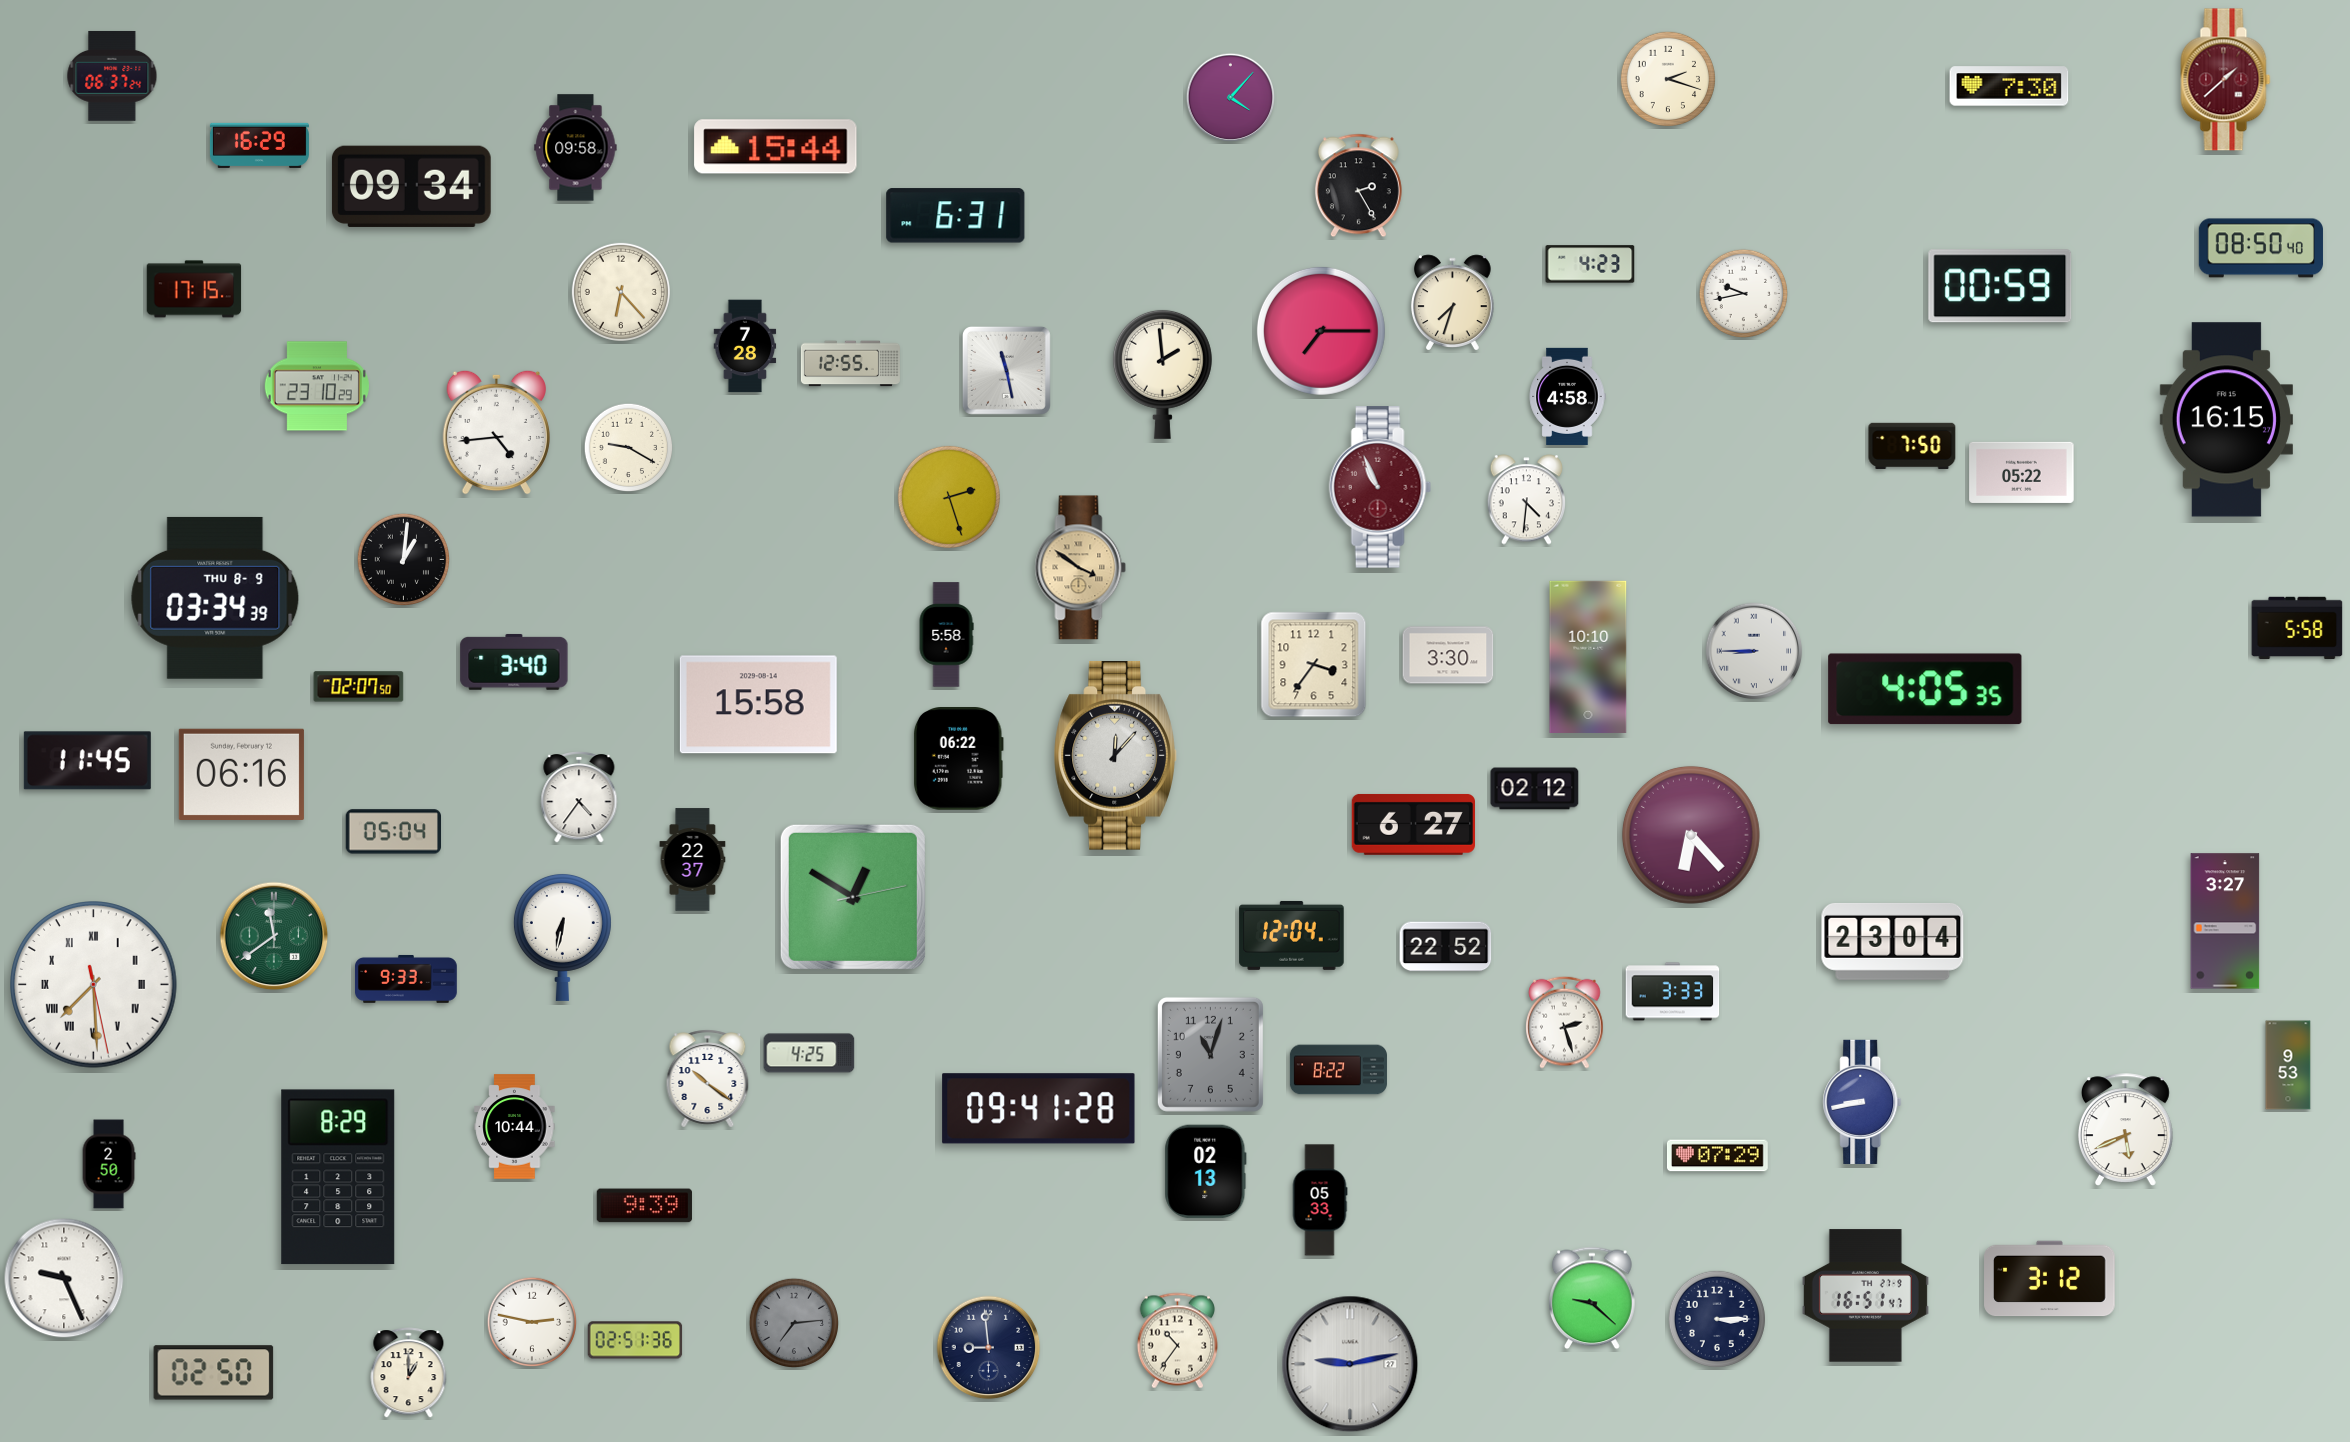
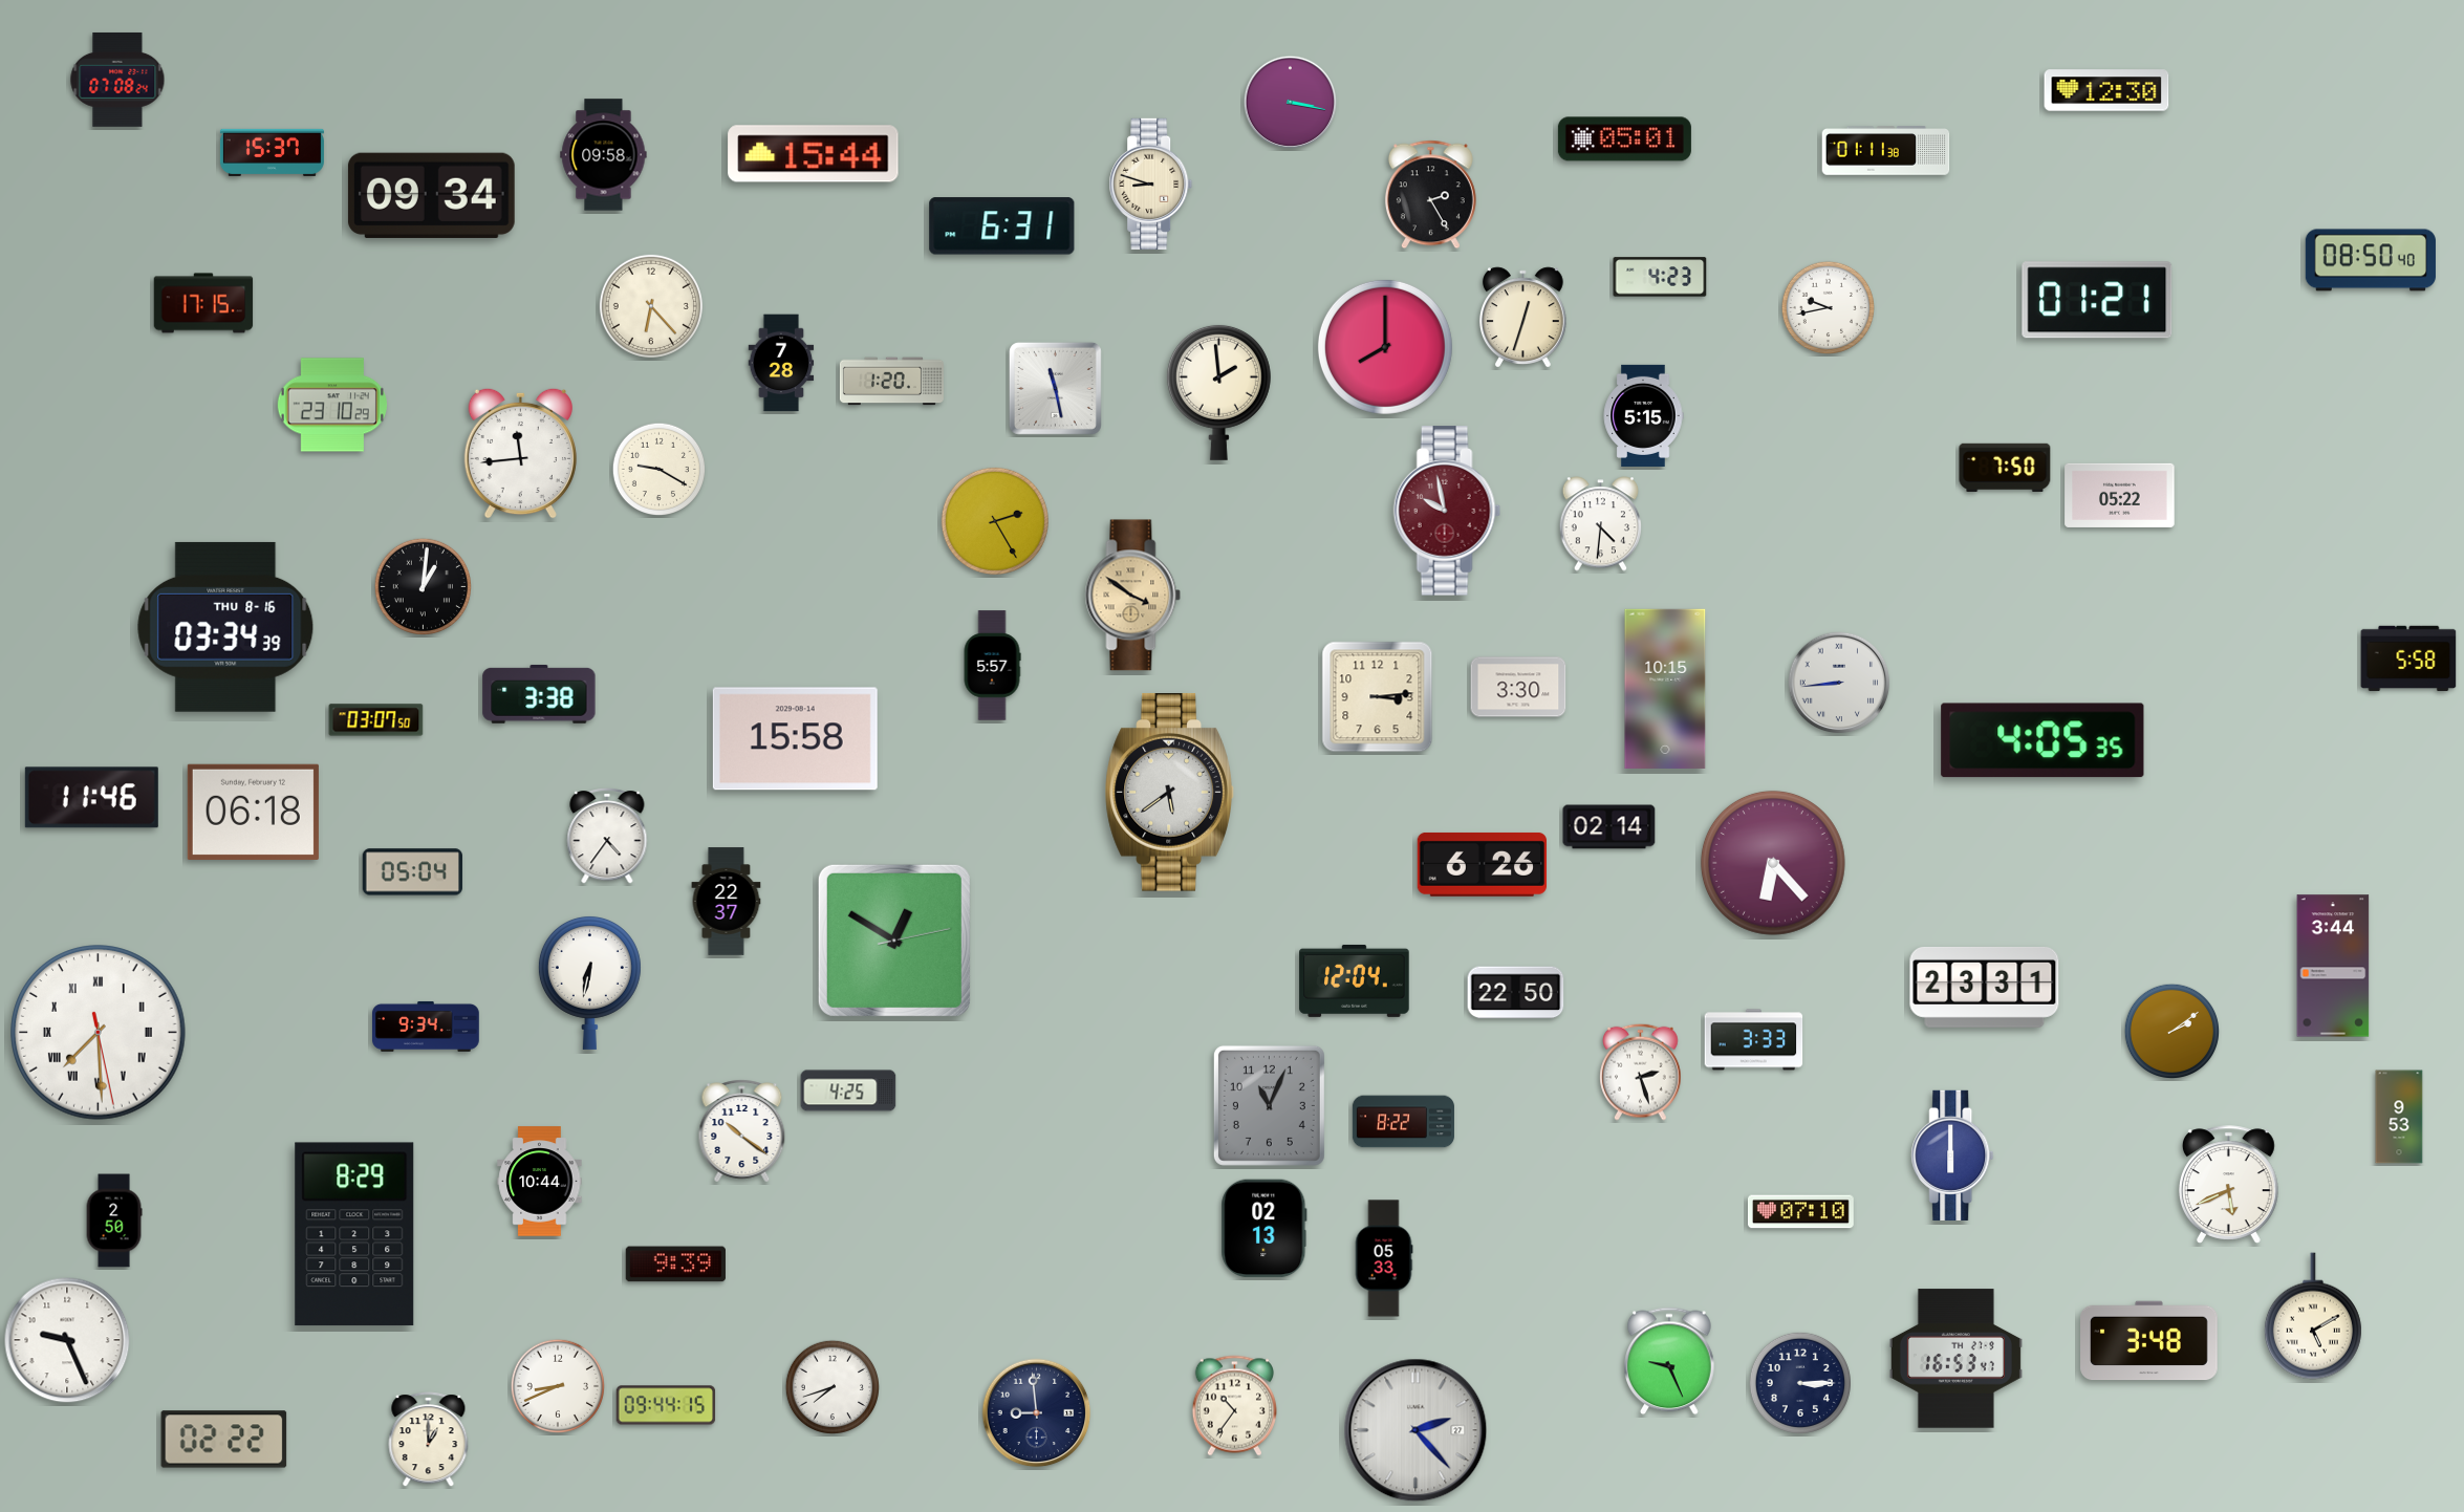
clock at (112, 76): 06:37 -> 07:08
clock at (1667, 78): 2:18 -> none
clock at (2226, 80): 1:38 -> none
clock at (2009, 86): 7:30 -> 12:30
clock at (1230, 97): 4:07 -> 3:17
clock at (1624, 139): none -> 05:01
clock at (1886, 151): none -> 01:11
clock at (259, 145): 16:29 -> 15:37
clock at (1151, 183): none -> 8:48
clock at (1358, 186) position: (1358, 186) -> (1430, 195)
clock at (1590, 264) position: (1590, 264) -> (1660, 277)
clock at (2000, 286): 00:59 -> 01:21
clock at (1452, 303): 7:33 -> 12:33
clock at (1321, 331): 7:15 -> 8:00
clock at (850, 364): 12:55 -> 1:20
clock at (1567, 396): 4:58 -> 5:15
clock at (2226, 420): 16:15 -> none
clock at (496, 432): 4:44 -> 11:44
clock at (1380, 487): 10:56 -> 9:58
clock at (949, 497): 2:27 -> 2:25
clock at (215, 598) date: THU 8-9 -> THU 8-16
clock at (946, 635): 5:58 -> 5:57
clock at (1754, 651): 8:45 -> 8:44
clock at (1588, 657): 10:10 -> 10:15
clock at (514, 662): 3:40 -> 3:38
clock at (1314, 665): 3:36 -> 3:14
clock at (359, 687): 02:07 -> 03:07
clock at (1925, 689) position: (1925, 689) -> (2042, 740)
clock at (1115, 756): 12:07 -> 5:39
clock at (958, 759): 06:22 -> none
clock at (87, 761): 11:45 -> 11:46
clock at (241, 774): 06:16 -> 06:18
clock at (1535, 789): 02:12 -> 02:14
clock at (1413, 824): 6:27 -> 6:26
clock at (1691, 835) position: (1691, 835) -> (1773, 863)
clock at (2225, 921): 3:27 -> 3:44
clock at (274, 936): 11:39 -> none
clock at (1893, 941): 23:04 -> 23:31
clock at (1446, 947): 22:52 -> 22:50
clock at (406, 979): 9:33 -> 9:34
clock at (2173, 1031): none -> 2:09
clock at (809, 1053) position: (809, 1053) -> (848, 1090)
clock at (1210, 1054): 11:03 -> 11:04
clock at (1862, 1102): 8:43 -> 6:00
clock at (1039, 1109): 09:41 -> none
clock at (1717, 1156): 07:29 -> 07:10
clock at (2313, 1316): none -> 5:10
clock at (2050, 1279): 3:12 -> 3:48
clock at (1865, 1296): 16:51 -> 16:53
clock at (1593, 1298): 9:22 -> 9:26
clock at (532, 1322): 2:47 -> 8:41
clock at (794, 1323): 7:14 -> 7:42
clock at (794, 1323) dial: grey -> white
clock at (635, 1340): 02:51 -> 09:44
clock at (1350, 1364): 9:13 -> 2:23
clock at (214, 1373): 02:50 -> 02:22
